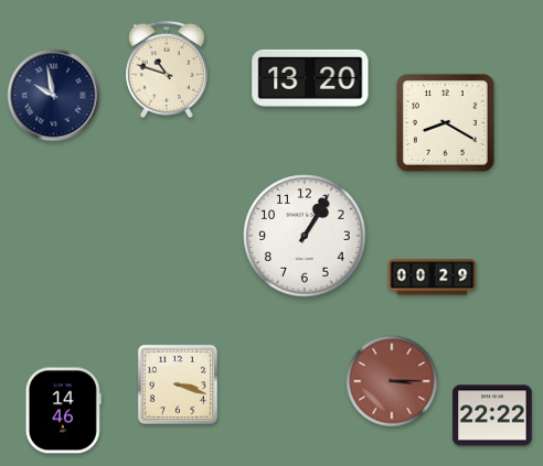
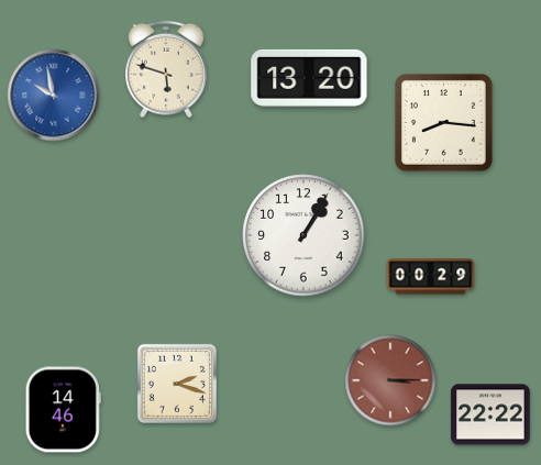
clock at (167, 69): 10:48 -> 5:48
clock at (54, 96) dial: navy -> blue
clock at (445, 122): 8:20 -> 8:16
clock at (178, 384): 3:18 -> 2:18
